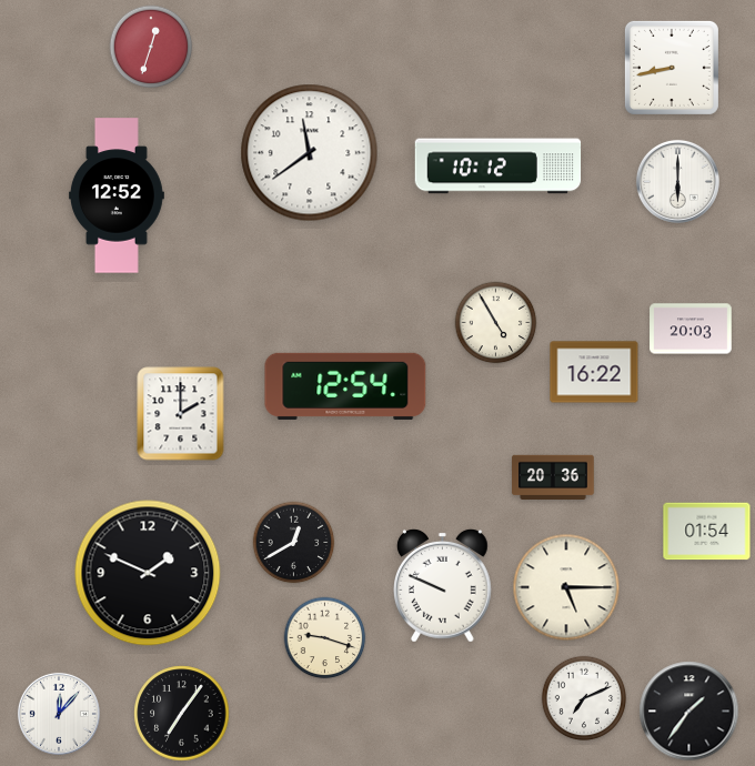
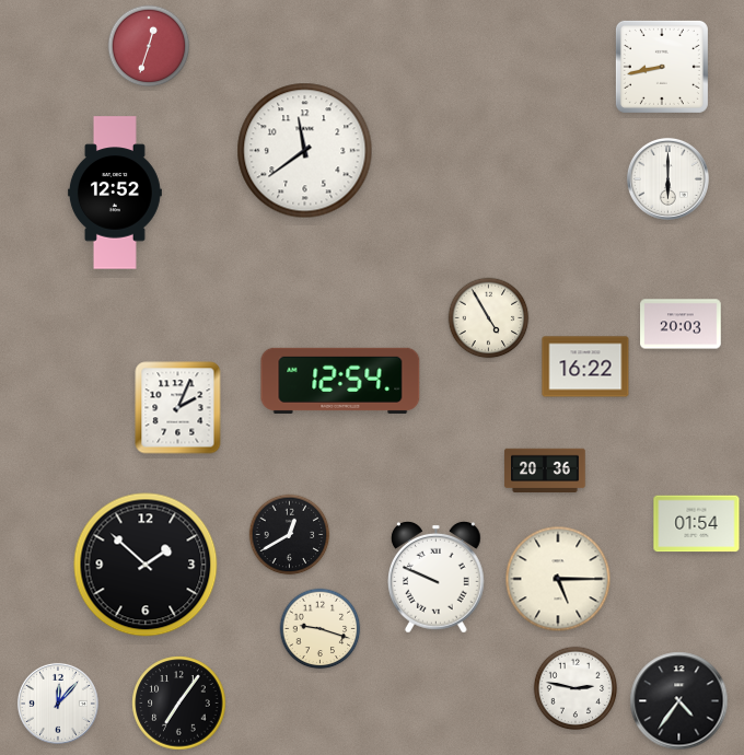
clock at (499, 167): 10:12 -> none
clock at (181, 414): 2:00 -> 2:04
clock at (148, 573): 1:49 -> 1:52
clock at (584, 698): 7:11 -> 2:47
clock at (689, 712): 1:36 -> 4:36
